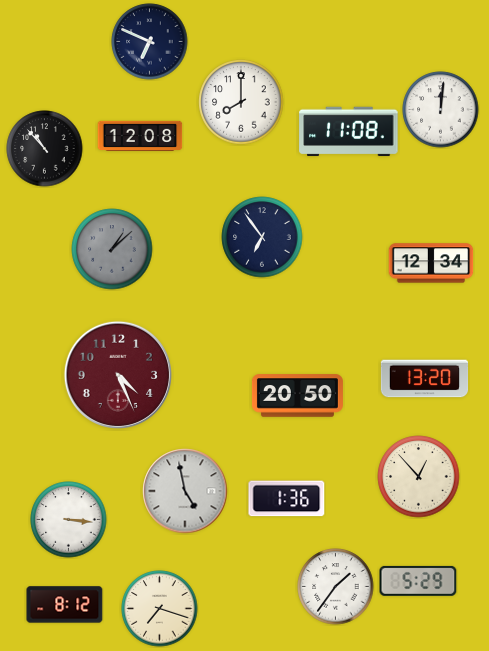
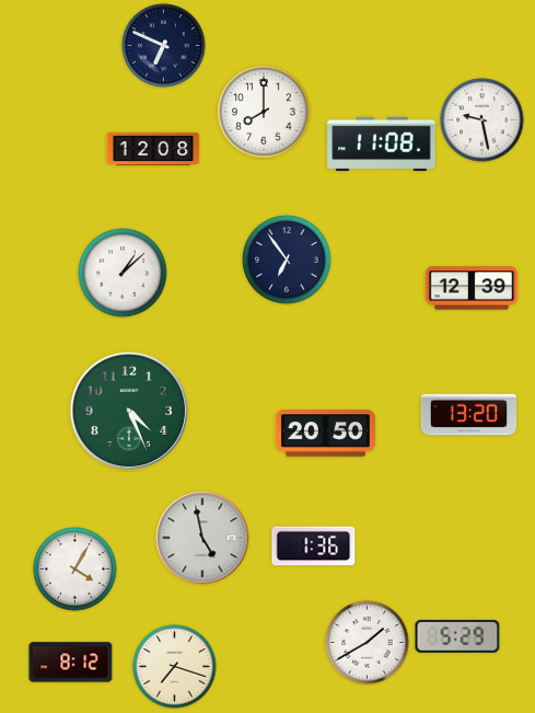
clock at (441, 110): 12:01 -> 9:28
clock at (45, 149): 10:53 -> none
clock at (112, 249) dial: grey -> white
clock at (431, 263): 12:34 -> 12:39
clock at (118, 375) dial: burgundy -> green
clock at (425, 379) position: (425, 379) -> (469, 415)
clock at (419, 477): 12:53 -> none
clock at (69, 520): 3:16 -> 4:05
clock at (336, 587): 1:36 -> 1:40
